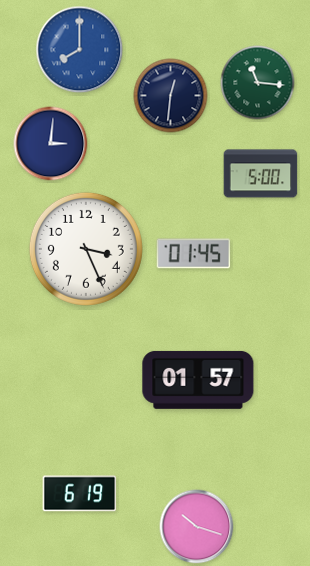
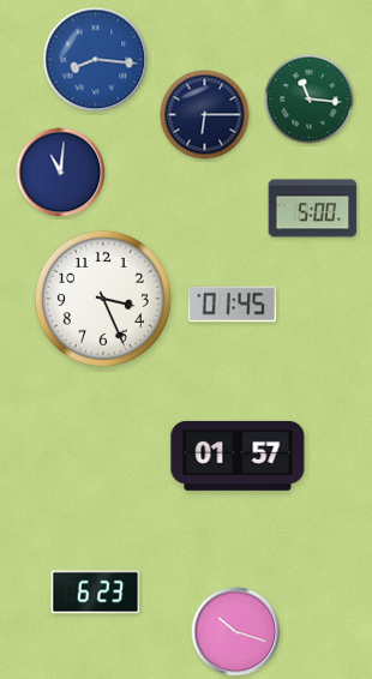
clock at (80, 50): 8:00 -> 8:16
clock at (171, 96): 12:31 -> 6:15
clock at (51, 144): 3:01 -> 11:01
clock at (80, 494): 6:19 -> 6:23
